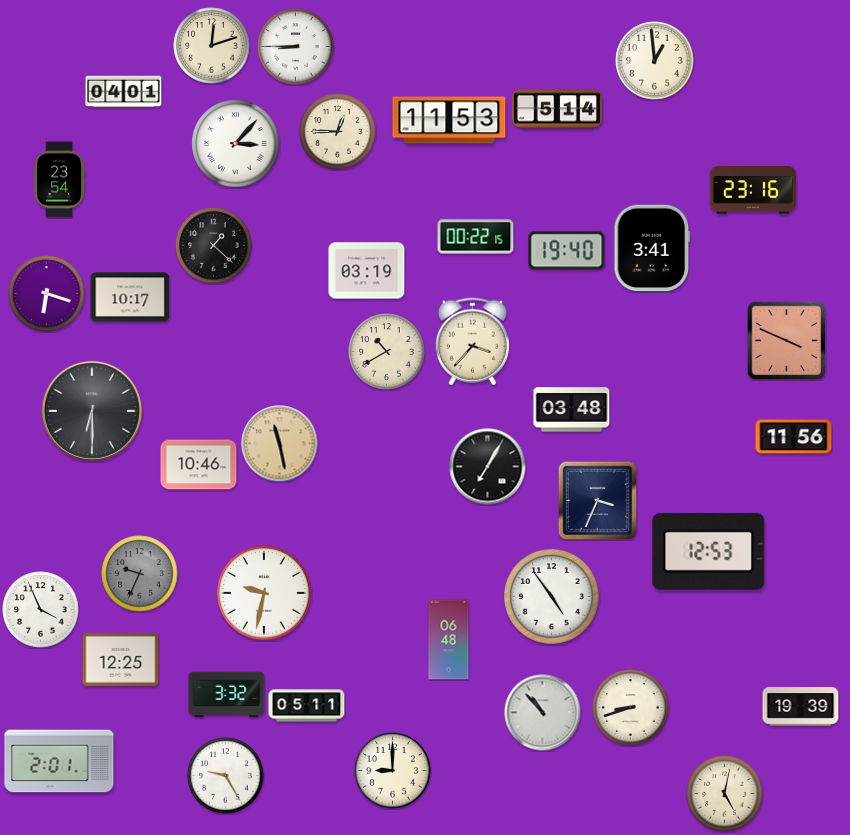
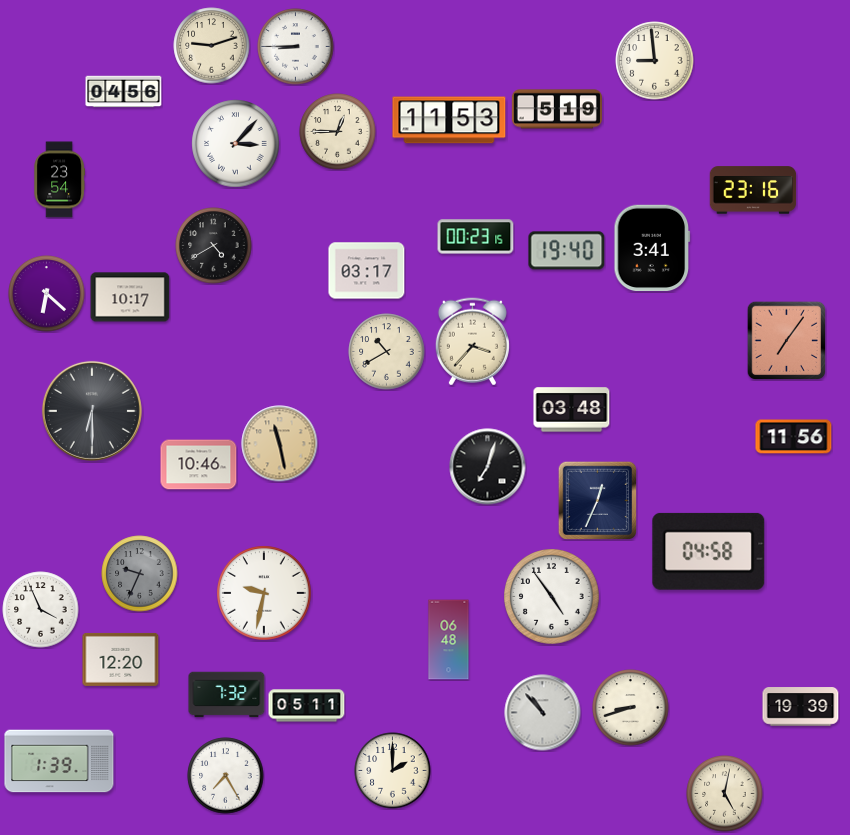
clock at (212, 46): 12:12 -> 9:12
clock at (655, 61): 12:59 -> 8:59
clock at (124, 92): 04:01 -> 04:56
clock at (557, 109): 5:14 -> 5:19
clock at (476, 237): 00:22 -> 00:23
clock at (214, 246): 1:22 -> 4:40
clock at (367, 271): 03:19 -> 03:17
clock at (47, 294): 6:18 -> 6:22
clock at (786, 340): 3:49 -> 7:06
clock at (488, 467): 7:05 -> 7:03
clock at (597, 500): 3:34 -> 12:34
clock at (709, 551): 12:53 -> 04:58
clock at (121, 659): 12:25 -> 12:20
clock at (227, 695): 3:32 -> 7:32
clock at (59, 761): 2:01 -> 1:39
clock at (393, 771): 9:00 -> 2:00
clock at (226, 776): 9:25 -> 7:25
